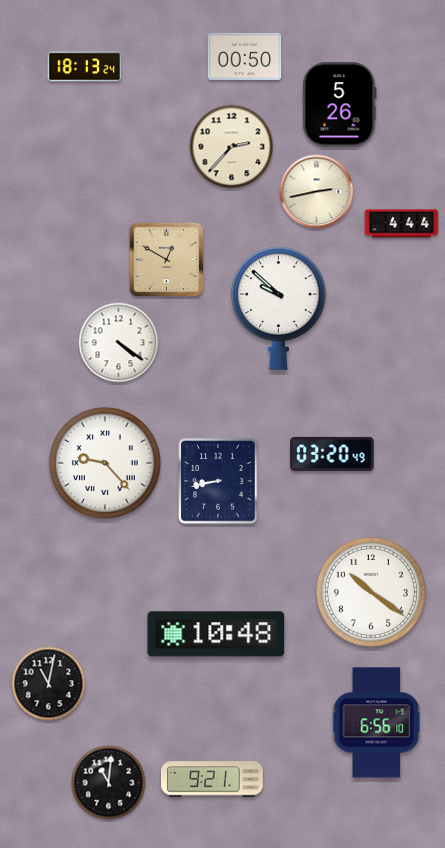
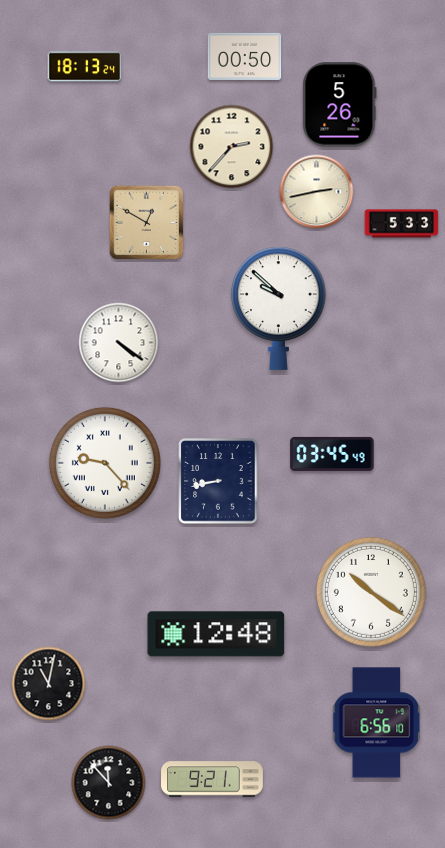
clock at (402, 224): 4:44 -> 5:33
clock at (167, 260) position: (167, 260) -> (147, 223)
clock at (332, 454): 03:20 -> 03:45
clock at (216, 634): 10:48 -> 12:48
clock at (109, 783): 11:01 -> 11:53
